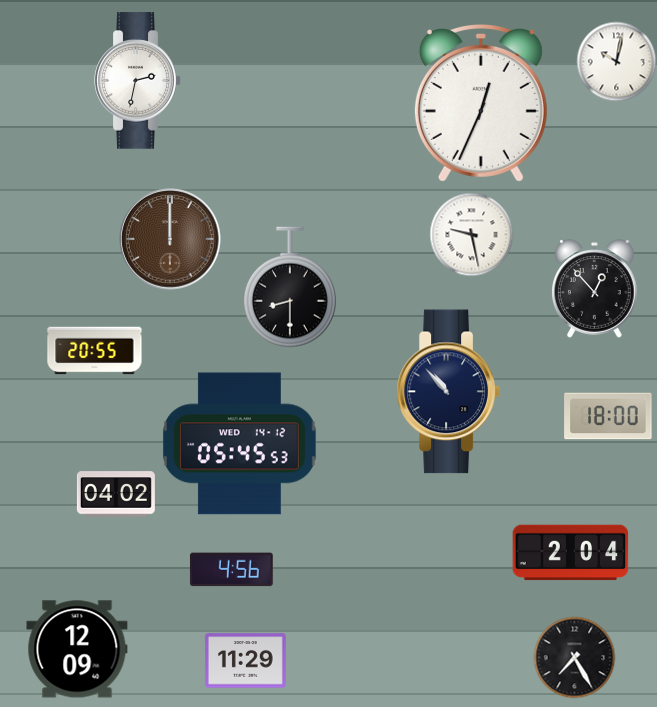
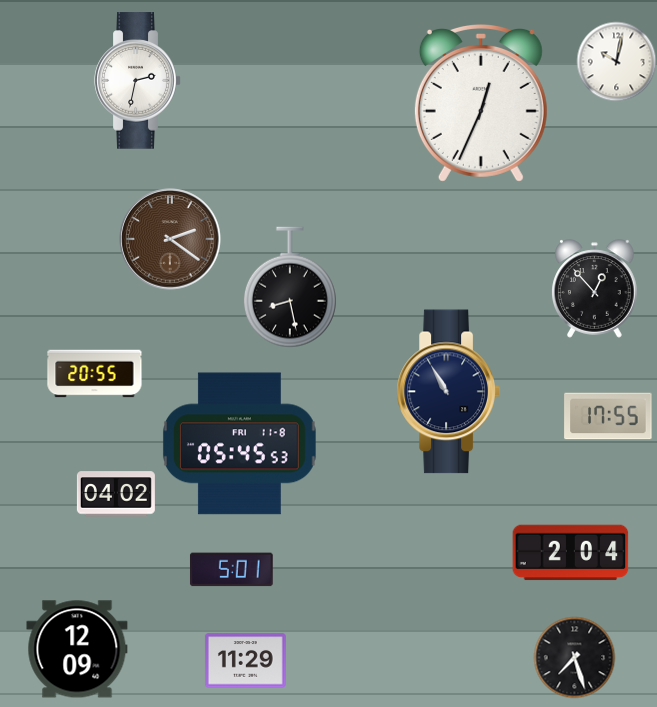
clock at (471, 234): 9:28 -> none
clock at (170, 239): 12:00 -> 2:21
clock at (290, 287): 8:30 -> 8:28
clock at (95, 351) position: (95, 351) -> (95, 374)
clock at (448, 392): 10:53 -> 10:55
clock at (608, 416): 18:00 -> 17:55
clock at (240, 444) date: WED 14-12 -> FRI 11-8
clock at (231, 570): 4:56 -> 5:01
clock at (574, 657): 7:25 -> 7:27
